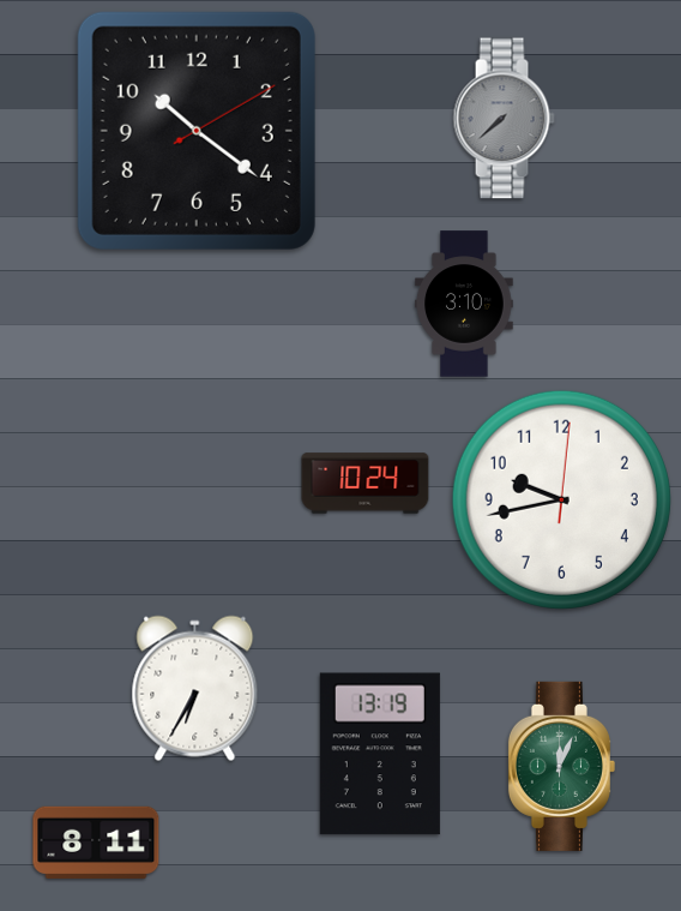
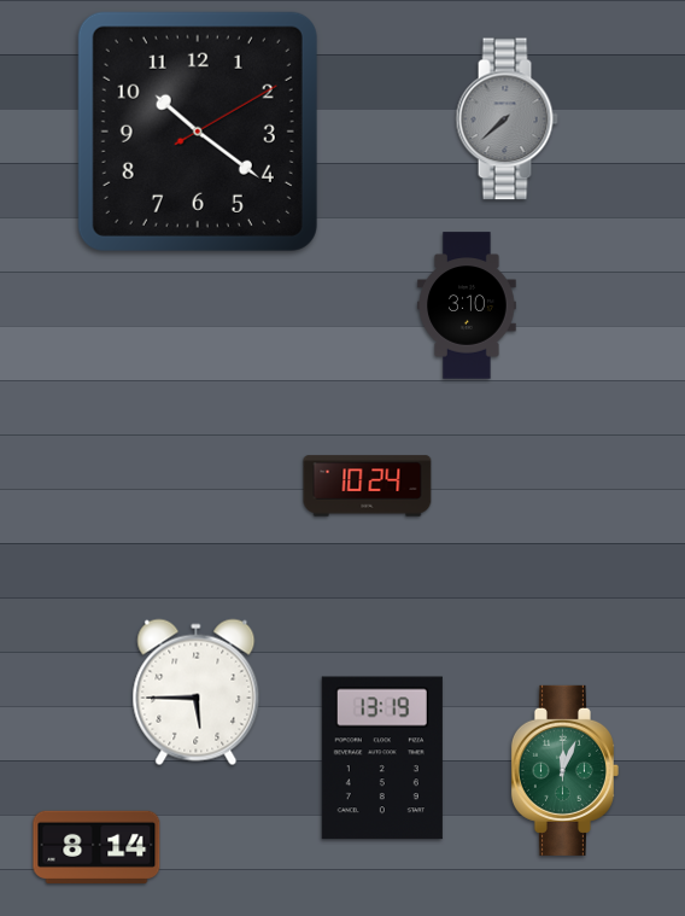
clock at (561, 499): 9:43 -> none
clock at (195, 689): 6:35 -> 5:45
clock at (96, 843): 8:11 -> 8:14
